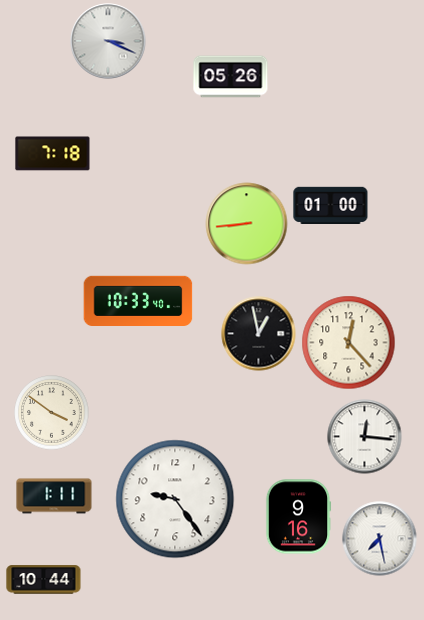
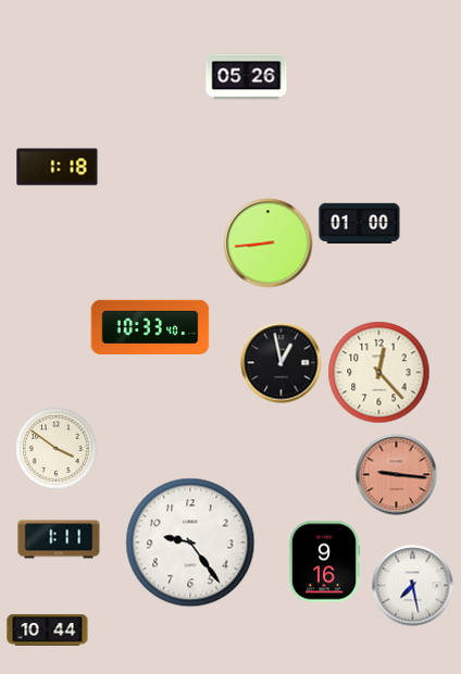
clock at (108, 41): 3:19 -> none
clock at (231, 77) position: (231, 77) -> (247, 77)
clock at (53, 154): 7:18 -> 1:18
clock at (365, 437): 12:16 -> 9:16
clock at (365, 437) dial: white -> salmon
